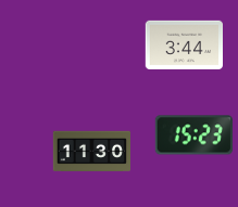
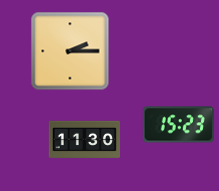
clock at (185, 44): 3:44 -> none
clock at (70, 51): none -> 2:15
